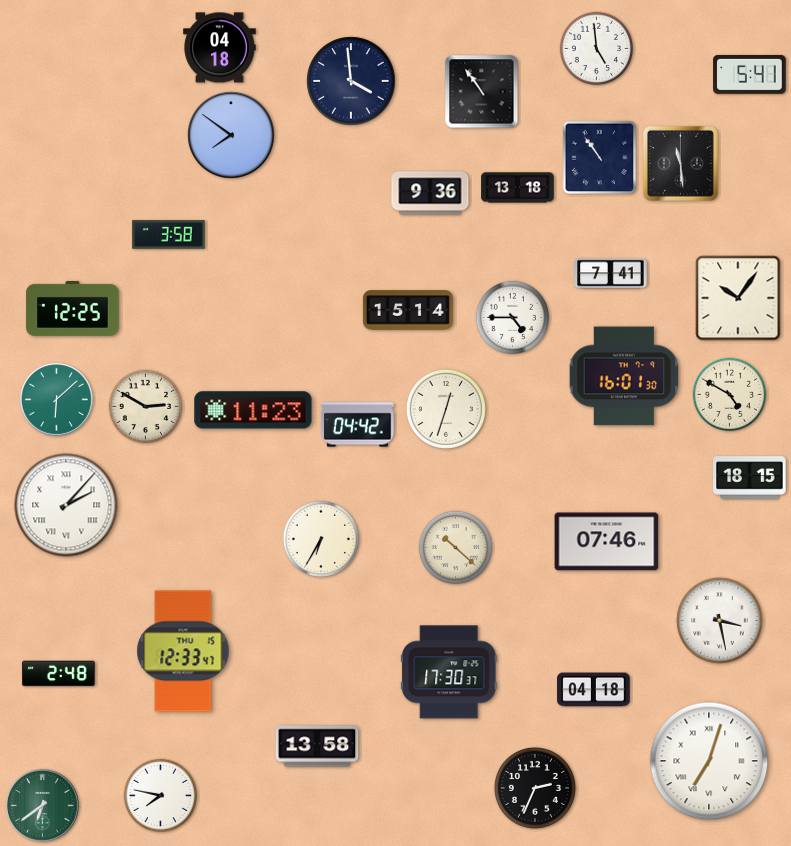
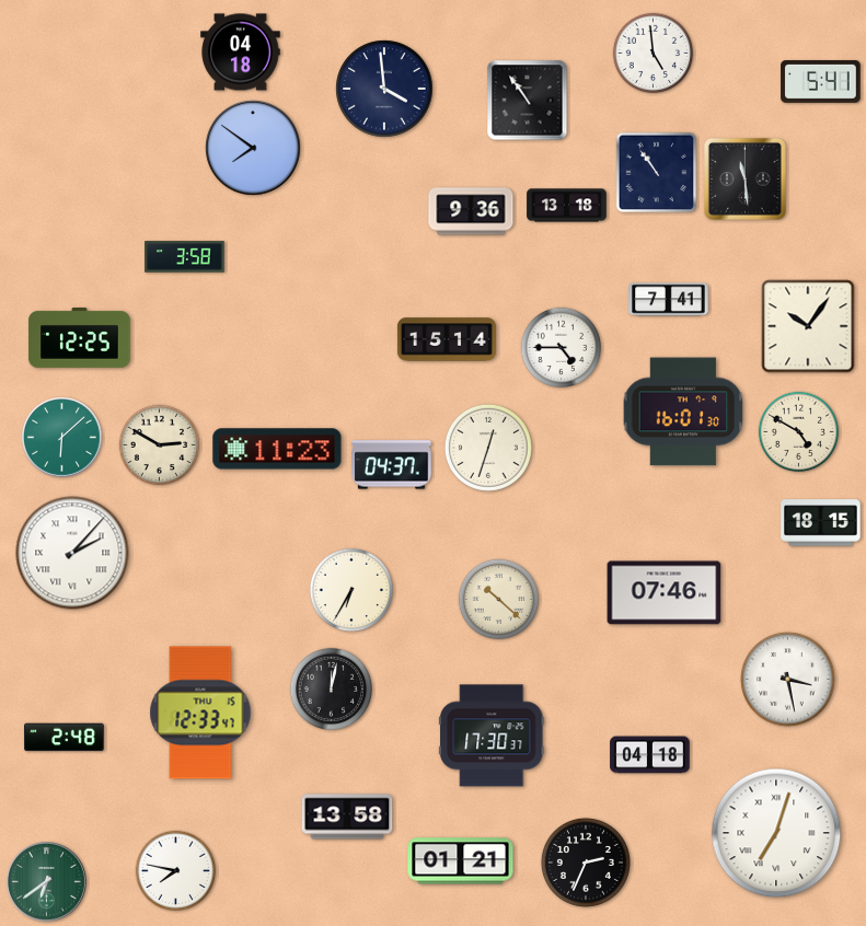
clock at (358, 425): 04:42 -> 04:37
clock at (331, 688): none -> 12:02
clock at (461, 861): none -> 01:21
